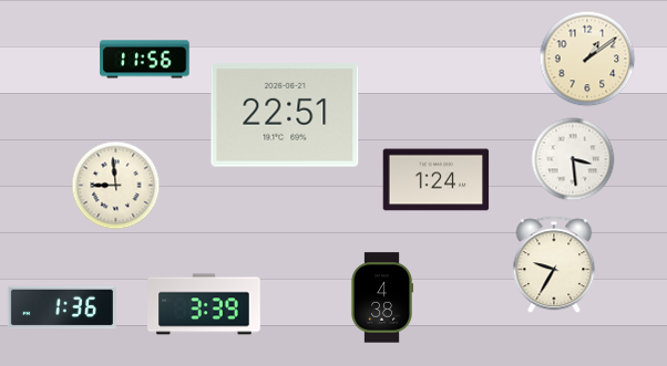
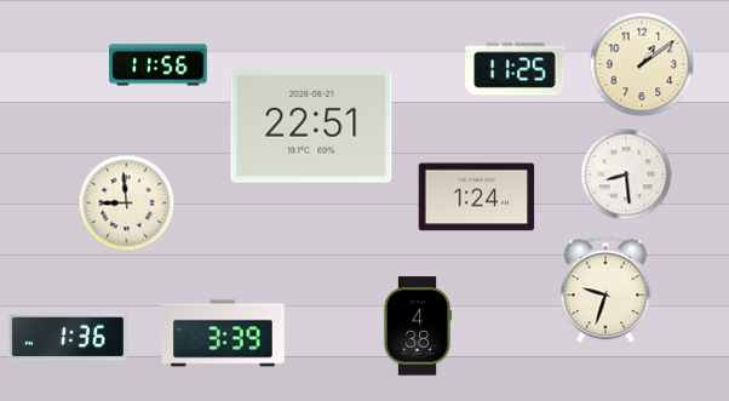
clock at (515, 69): none -> 11:25
clock at (573, 159): 3:29 -> 8:29
clock at (554, 265): 9:35 -> 9:33
